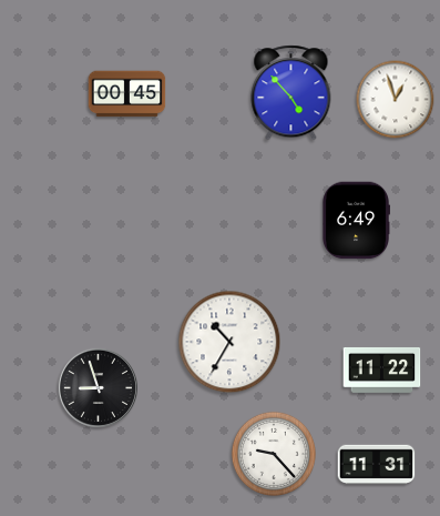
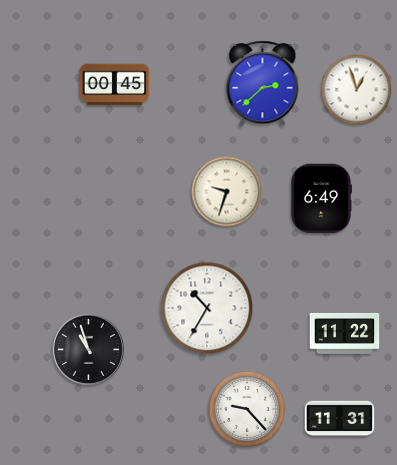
clock at (291, 93): 4:53 -> 2:38
clock at (227, 192): none -> 9:33
clock at (98, 387): 8:57 -> 10:57
